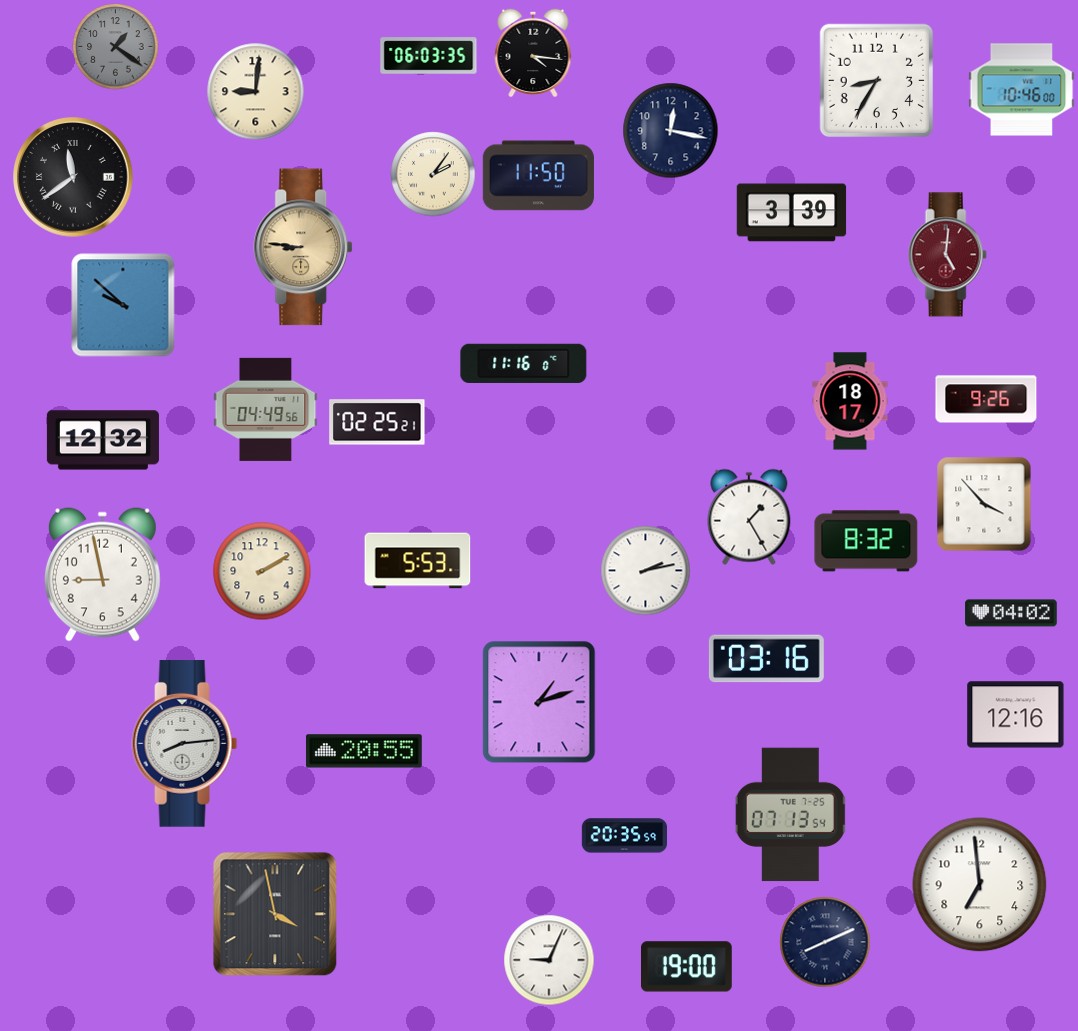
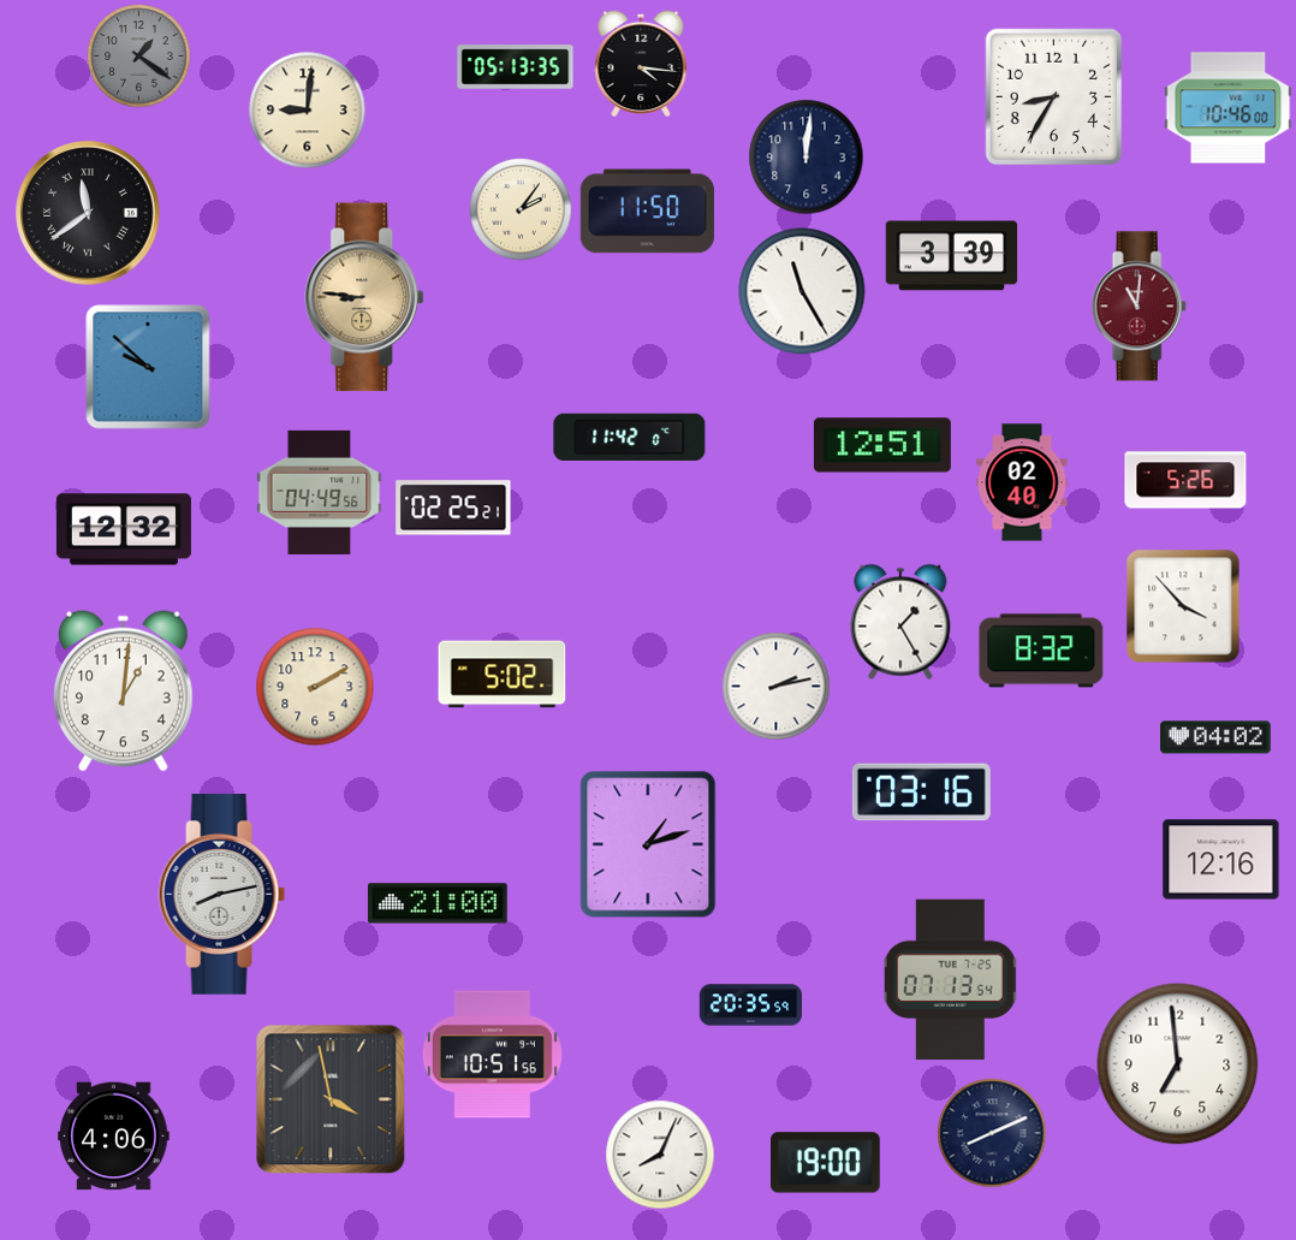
clock at (429, 56): 06:03 -> 05:13
clock at (671, 131): 12:17 -> 12:01
clock at (802, 291): none -> 11:25
clock at (947, 255): 5:01 -> 11:01
clock at (524, 363): 11:16 -> 11:42
clock at (882, 445): none -> 12:51
clock at (986, 399): 9:26 -> 5:26
clock at (850, 401): 18:17 -> 02:40
clock at (418, 561): 5:53 -> 5:02
clock at (102, 574): 8:58 -> 1:01
clock at (185, 743): 8:14 -> 8:13
clock at (364, 751): 20:55 -> 21:00
clock at (492, 1055): none -> 10:51
clock at (114, 1137): none -> 4:06
clock at (549, 960): 9:04 -> 8:04
